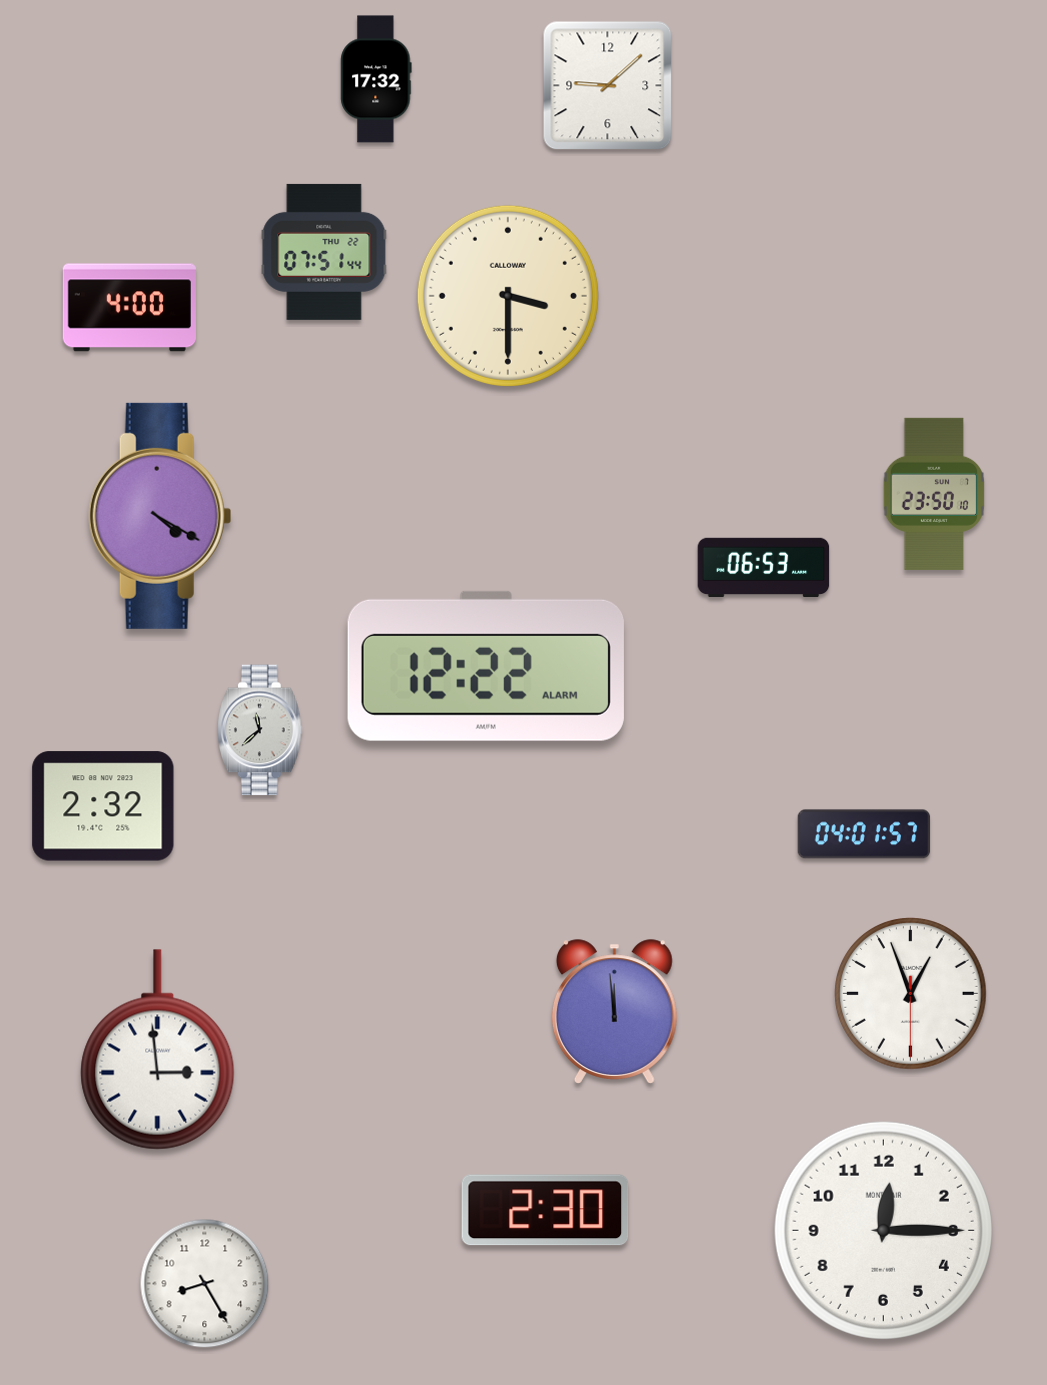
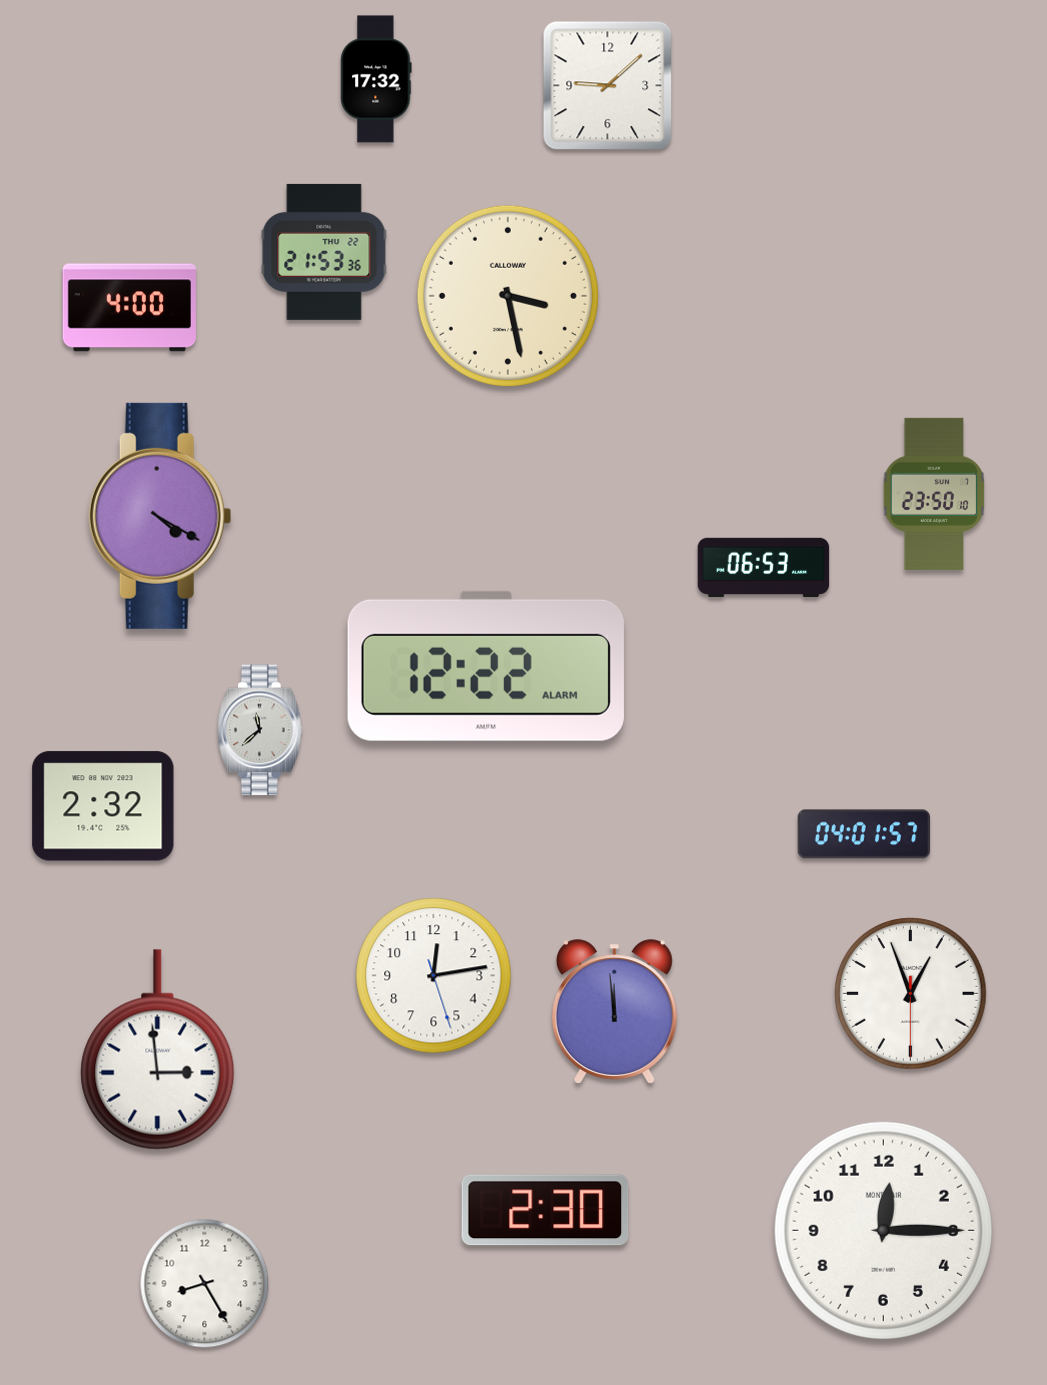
clock at (324, 252): 07:51 -> 21:53
clock at (508, 296): 3:30 -> 3:28
clock at (434, 976): none -> 12:13
